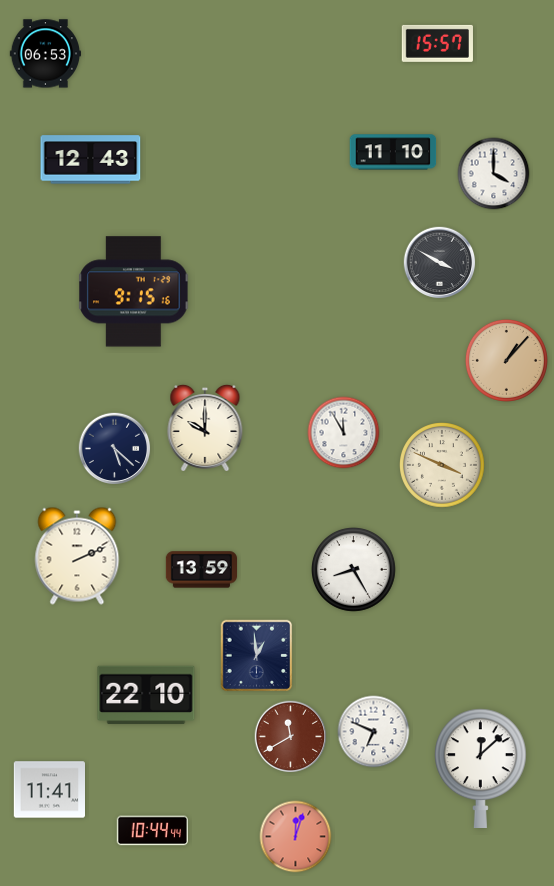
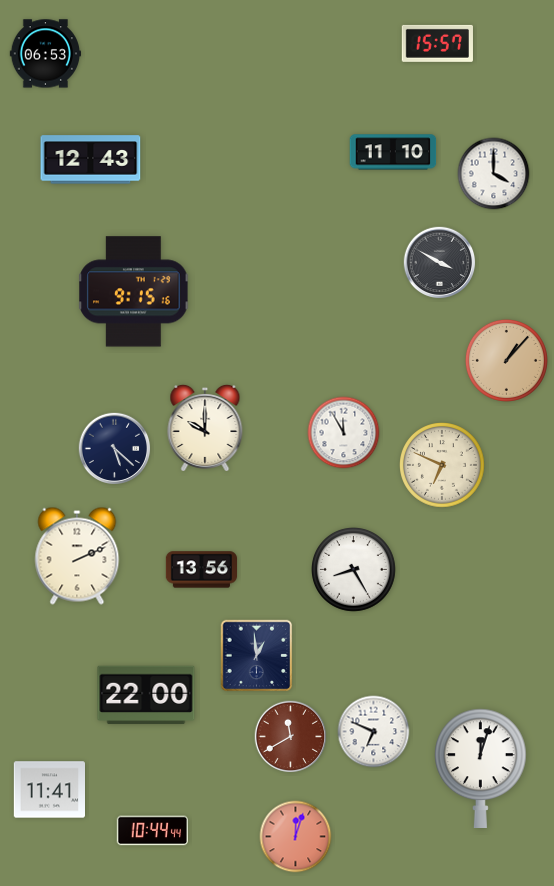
clock at (443, 466): 3:49 -> 6:49
clock at (202, 570): 13:59 -> 13:56
clock at (146, 695): 22:10 -> 22:00
clock at (481, 768): 12:08 -> 12:03
